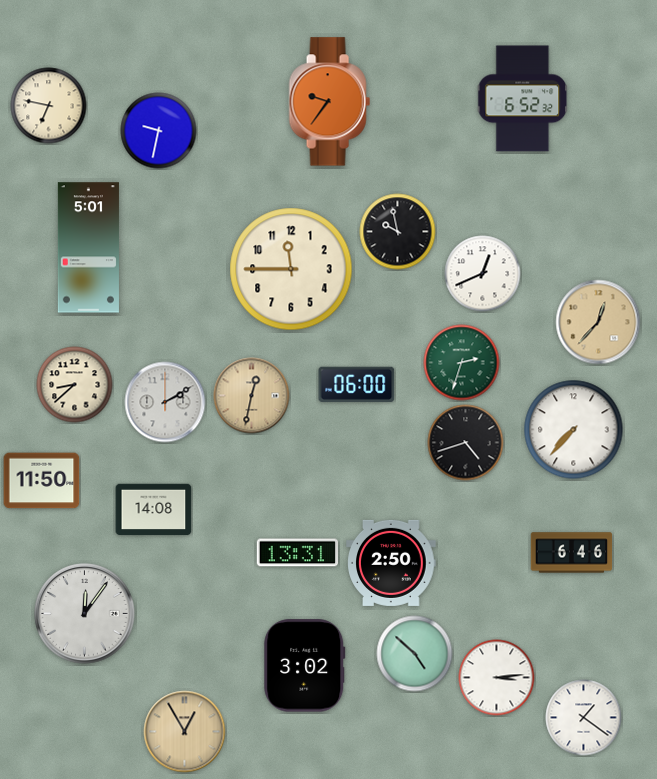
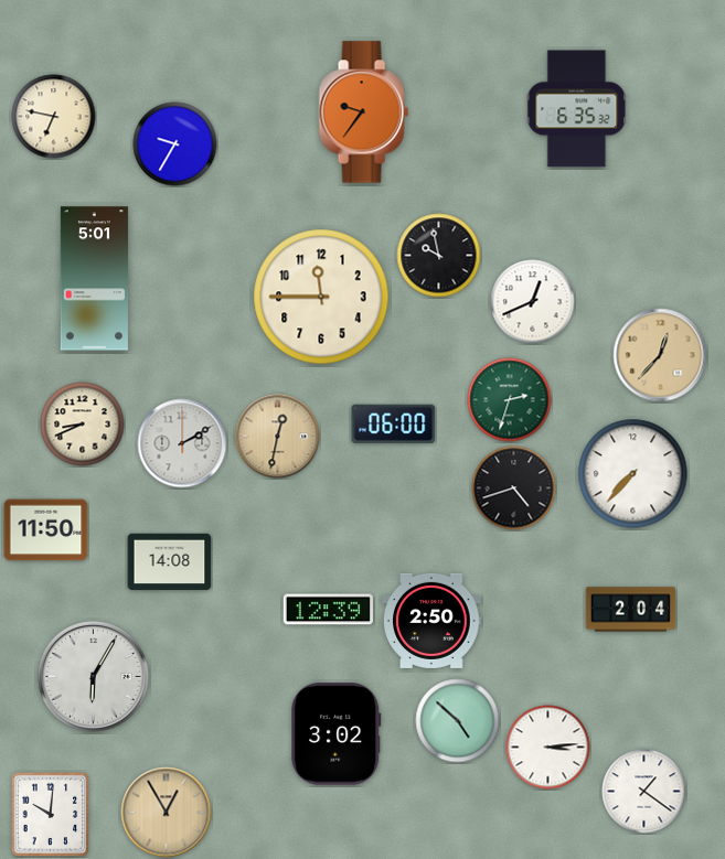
clock at (523, 99): 6:52 -> 6:35
clock at (159, 131): 9:32 -> 9:35
clock at (88, 248) position: (88, 248) -> (94, 279)
clock at (75, 385): 8:38 -> 8:41
clock at (297, 553): 13:31 -> 12:39
clock at (572, 553): 6:46 -> 2:04
clock at (85, 614): 12:06 -> 6:05
clock at (185, 732) position: (185, 732) -> (167, 813)
clock at (51, 814): none -> 10:01
